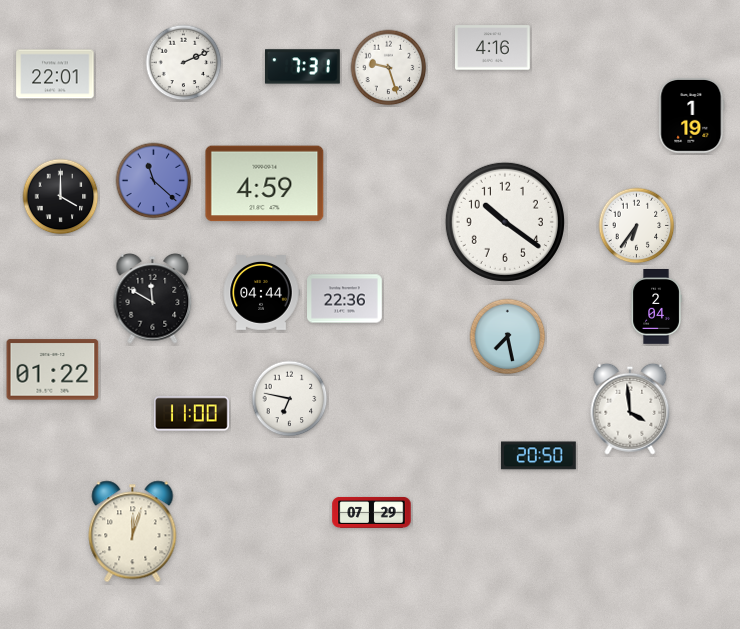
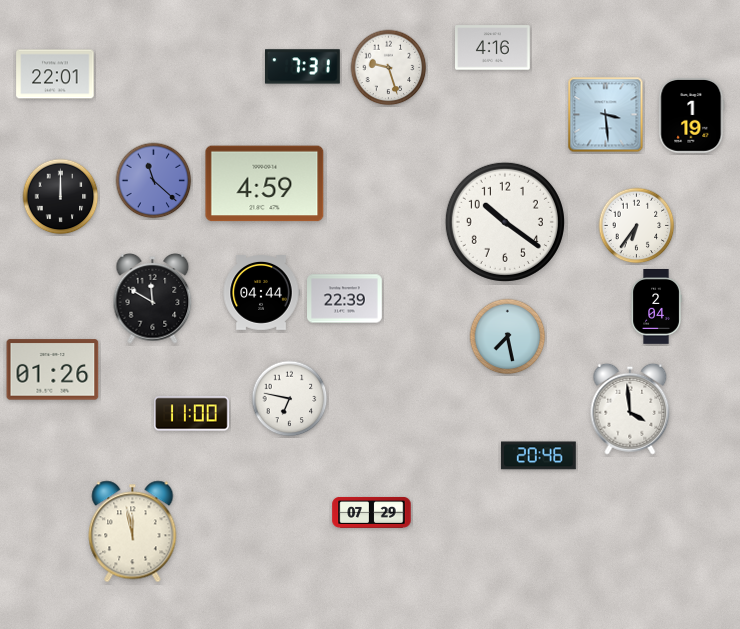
clock at (184, 63): 2:11 -> none
clock at (606, 115): none -> 3:29
clock at (61, 197): 4:00 -> 12:00
clock at (345, 299): 22:36 -> 22:39
clock at (53, 370): 01:22 -> 01:26
clock at (538, 456): 20:50 -> 20:46
clock at (133, 532): 12:03 -> 11:58
